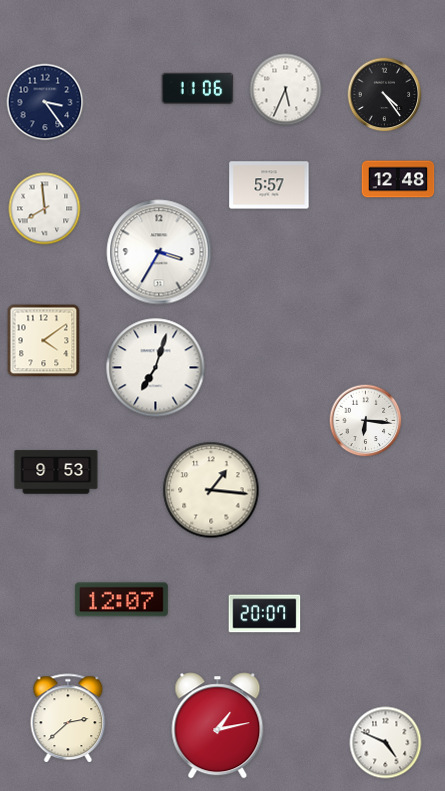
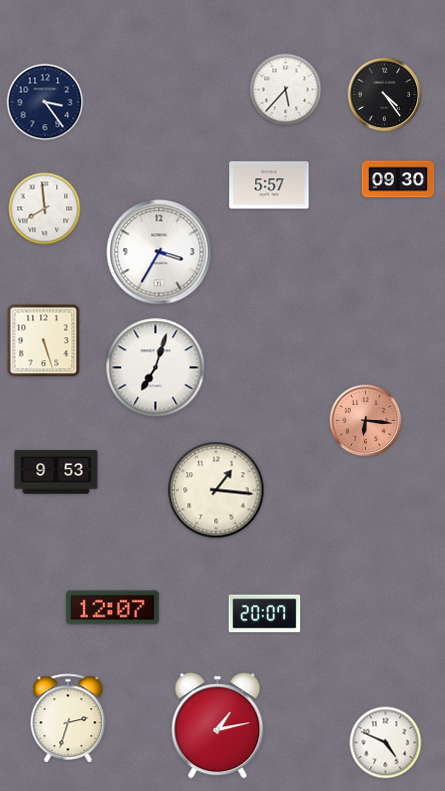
clock at (198, 88): 11:06 -> none
clock at (286, 90): 5:34 -> 5:37
clock at (398, 179): 12:48 -> 09:30
clock at (44, 341): 4:09 -> 5:27
clock at (366, 421) dial: white -> salmon
clock at (211, 490) position: (211, 490) -> (216, 490)
clock at (121, 600) position: (121, 600) -> (112, 608)
clock at (68, 719): 2:38 -> 2:33
